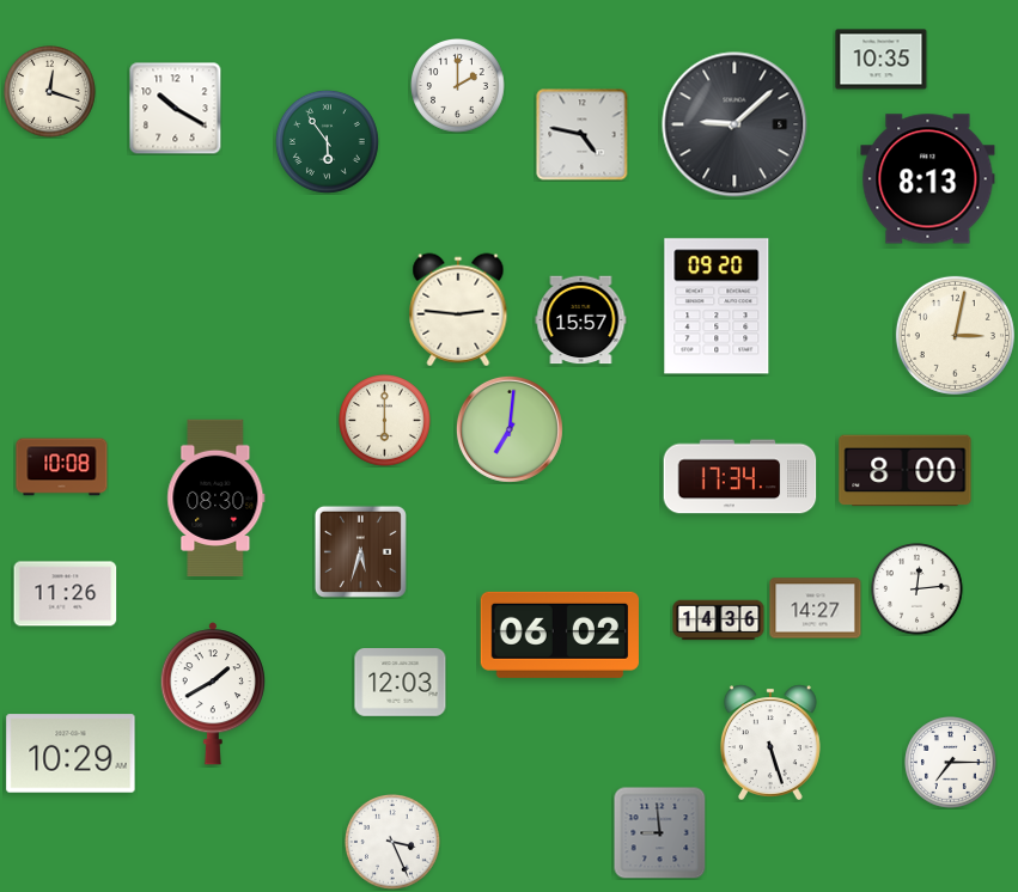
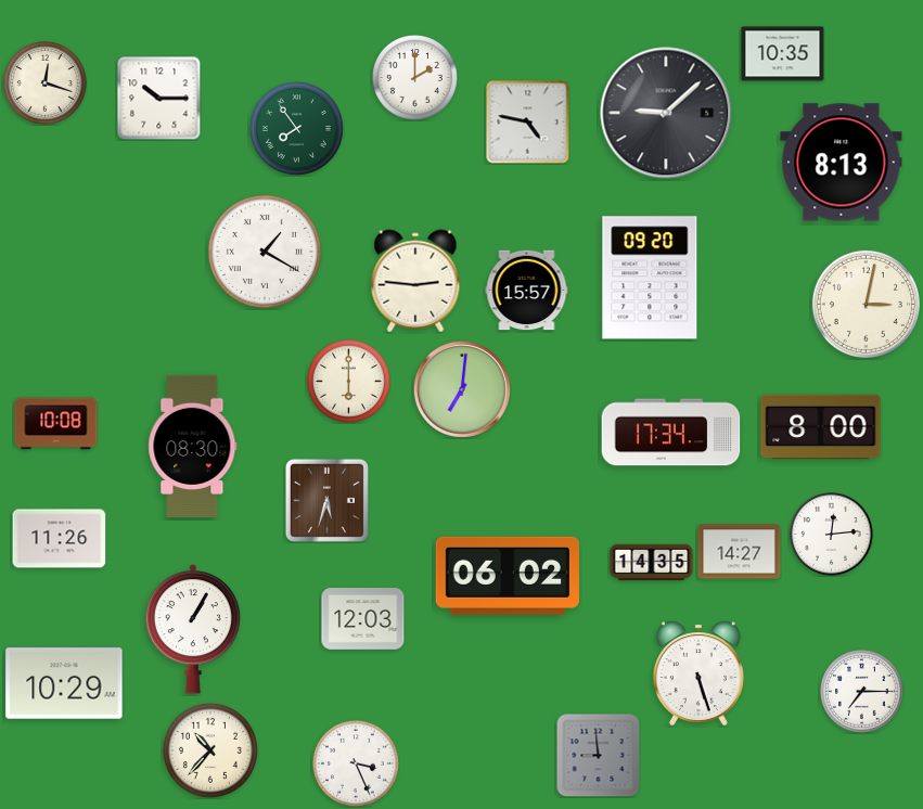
clock at (882, 60) position: (882, 60) -> (783, 54)
clock at (175, 108): 10:20 -> 10:15
clock at (327, 141): 5:54 -> 7:54
clock at (265, 252): none -> 1:20
clock at (217, 497) position: (217, 497) -> (193, 446)
clock at (719, 621): 14:36 -> 14:35
clock at (212, 694): 1:40 -> 1:05
clock at (210, 750): none -> 10:37
